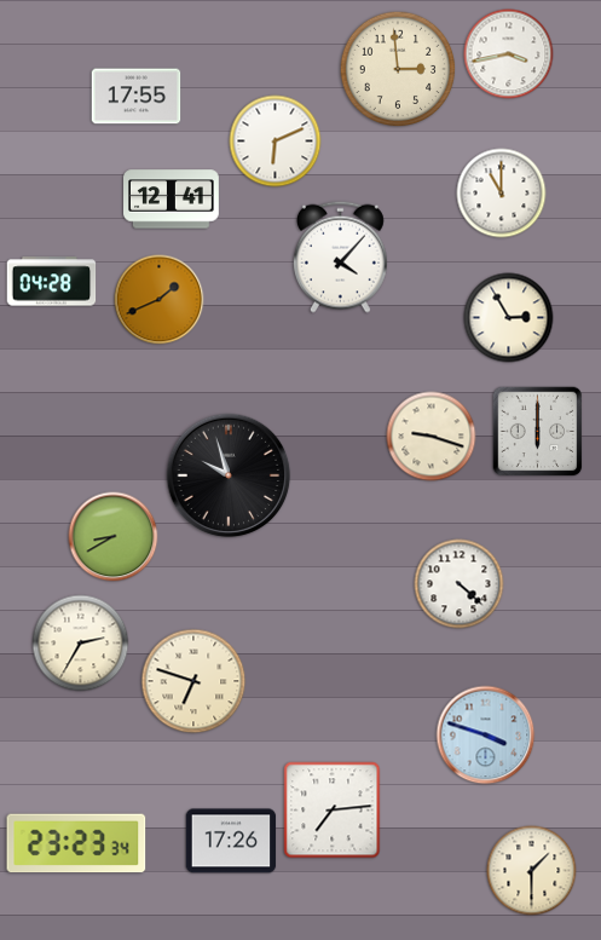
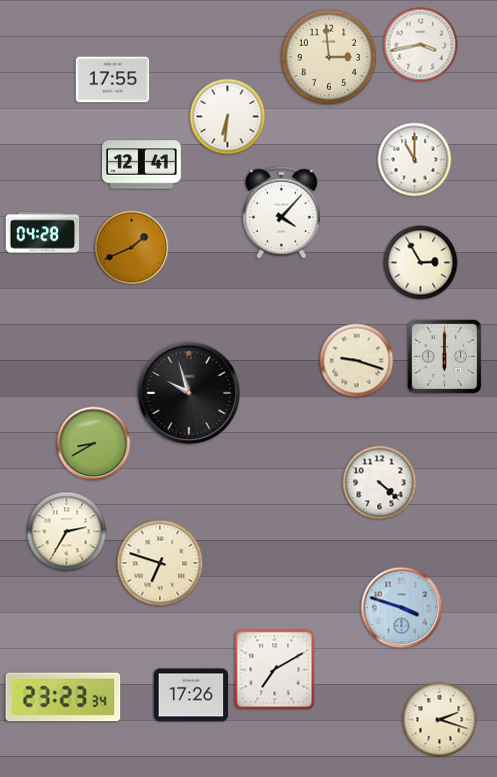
clock at (276, 142): 6:11 -> 6:31
clock at (333, 811): 7:14 -> 7:10
clock at (532, 871): 1:30 -> 2:18
